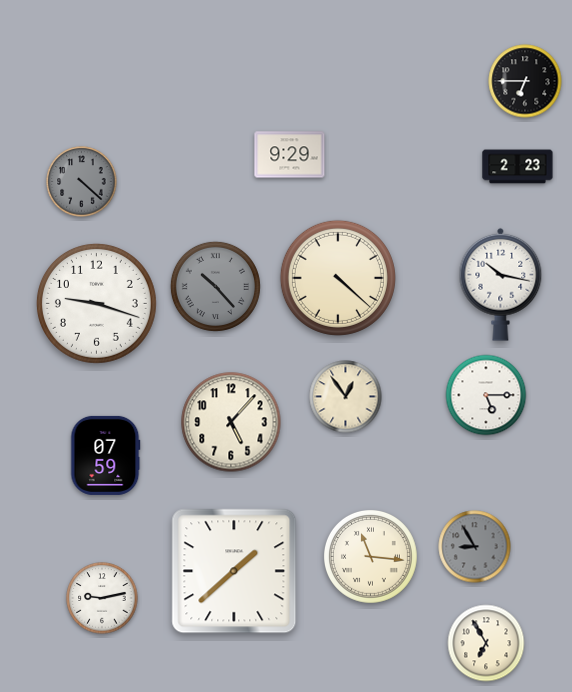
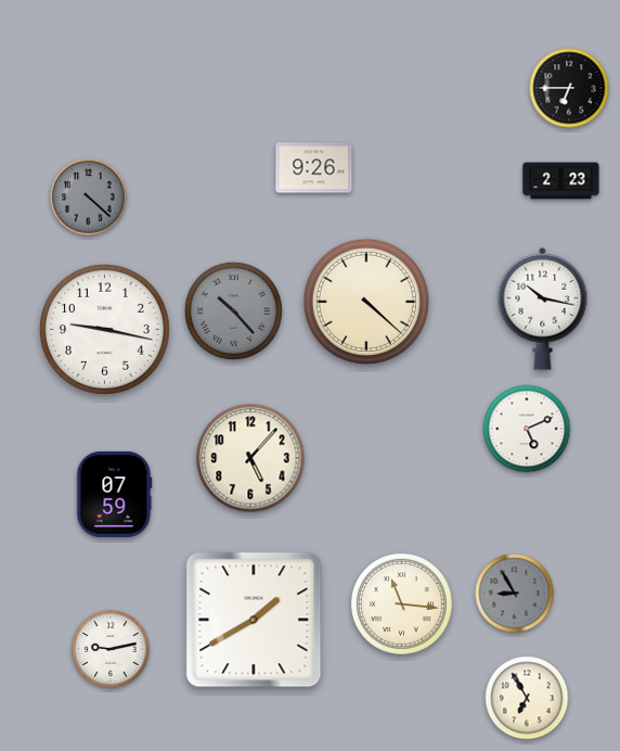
clock at (290, 155): 9:29 -> 9:26
clock at (96, 303): 9:18 -> 9:17
clock at (486, 395): 5:15 -> 5:11
clock at (346, 397): 12:54 -> none
clock at (234, 571): 1:38 -> 1:40
